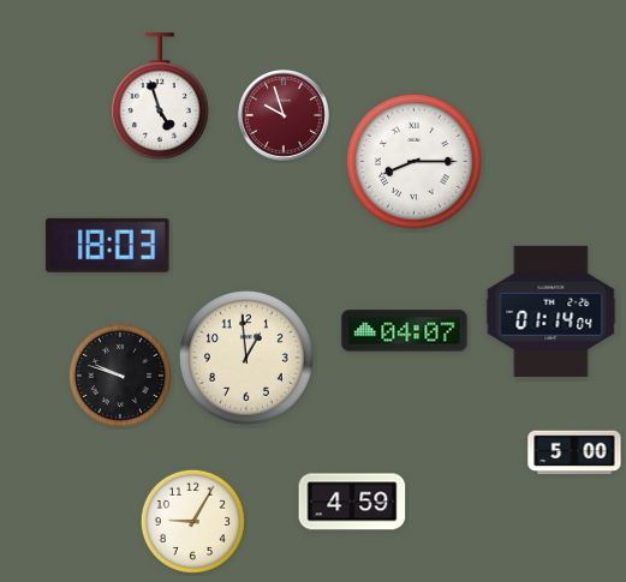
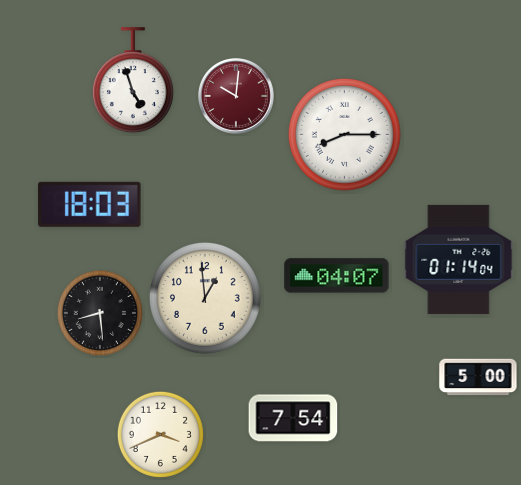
clock at (284, 115): 9:57 -> 10:01
clock at (120, 376): 9:48 -> 8:29
clock at (352, 502): 4:59 -> 7:54
clock at (192, 521): 9:05 -> 3:41
